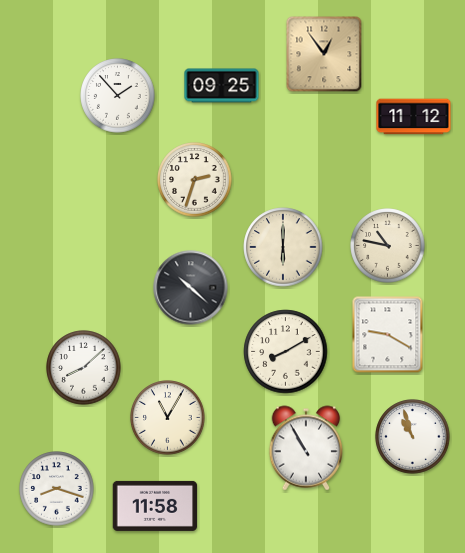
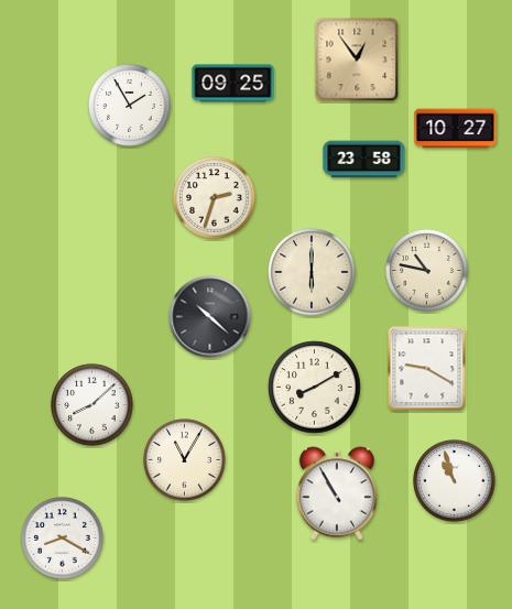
clock at (222, 86) position: (222, 86) -> (233, 84)
clock at (118, 96): 1:53 -> 1:55
clock at (414, 117): 11:12 -> 10:27
clock at (364, 160): none -> 23:58
clock at (57, 489): 8:18 -> 8:20
clock at (155, 506): 11:58 -> none
